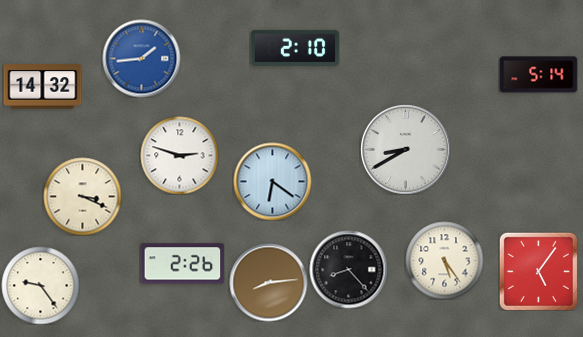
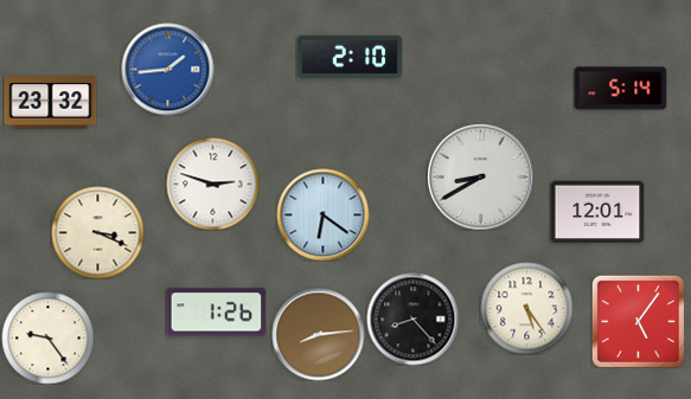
clock at (538, 75) position: (538, 75) -> (620, 89)
clock at (42, 87): 14:32 -> 23:32
clock at (597, 212): none -> 12:01
clock at (182, 264): 2:26 -> 1:26
